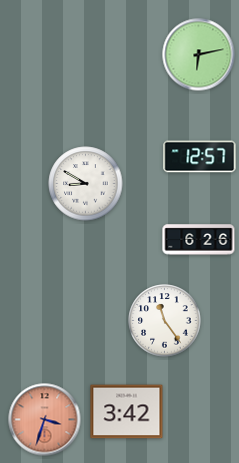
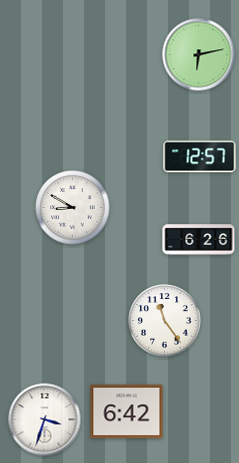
clock at (86, 184) position: (86, 184) -> (73, 208)
clock at (127, 412): 3:42 -> 6:42
clock at (45, 420) dial: salmon -> white
